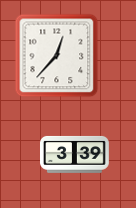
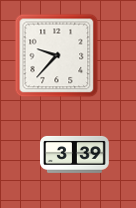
clock at (57, 56): 12:37 -> 9:37
